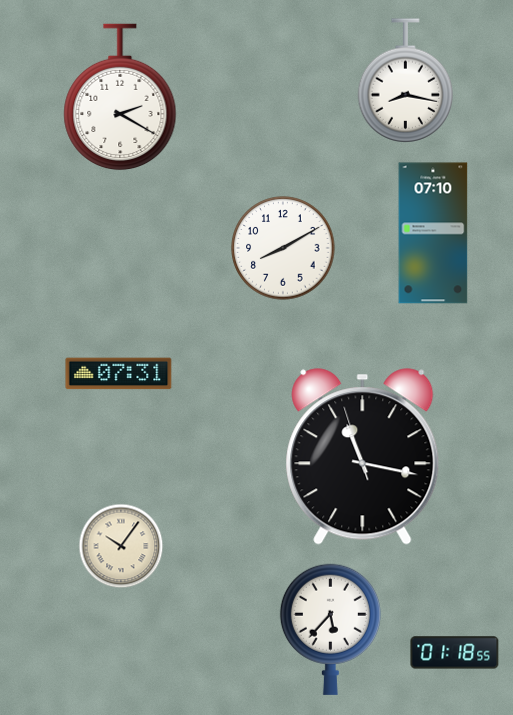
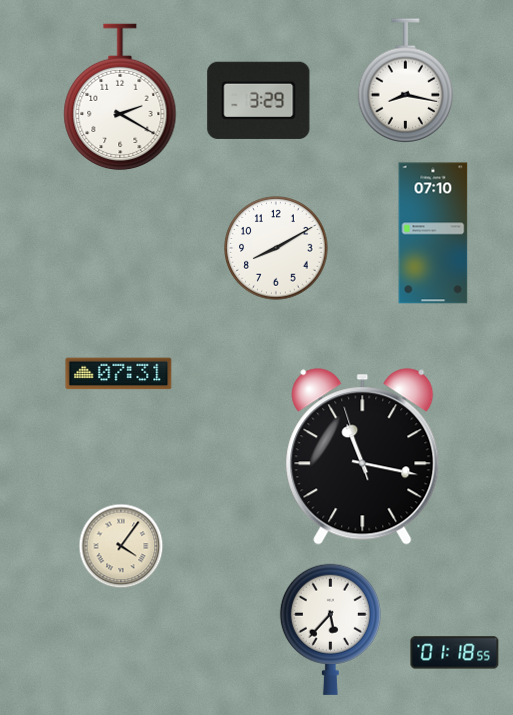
clock at (259, 100): none -> 3:29
clock at (283, 248) position: (283, 248) -> (276, 248)
clock at (121, 546): 10:06 -> 4:06
